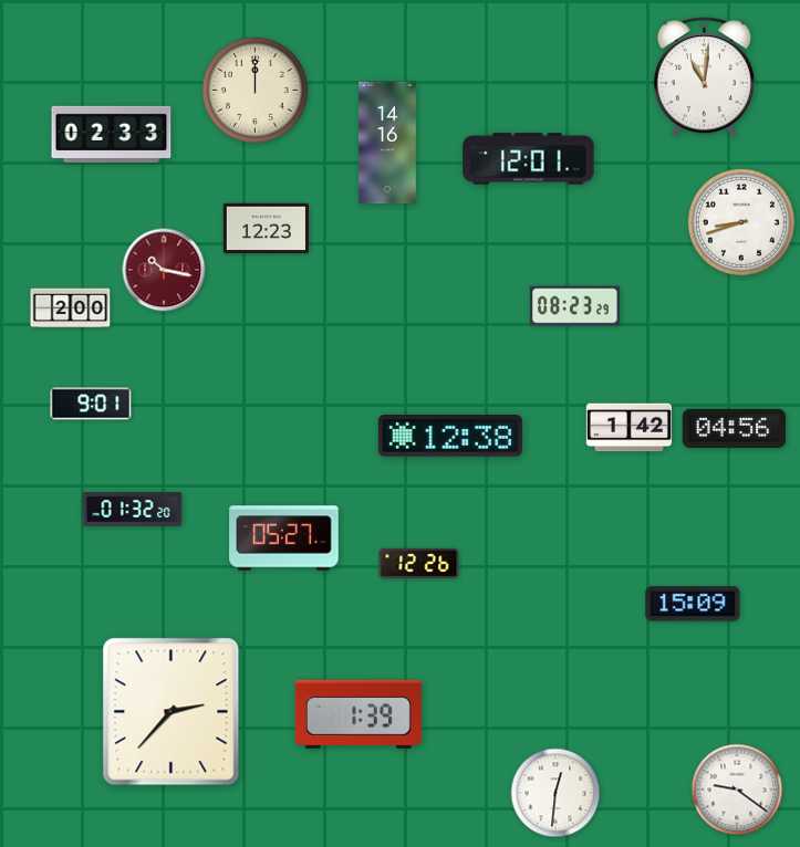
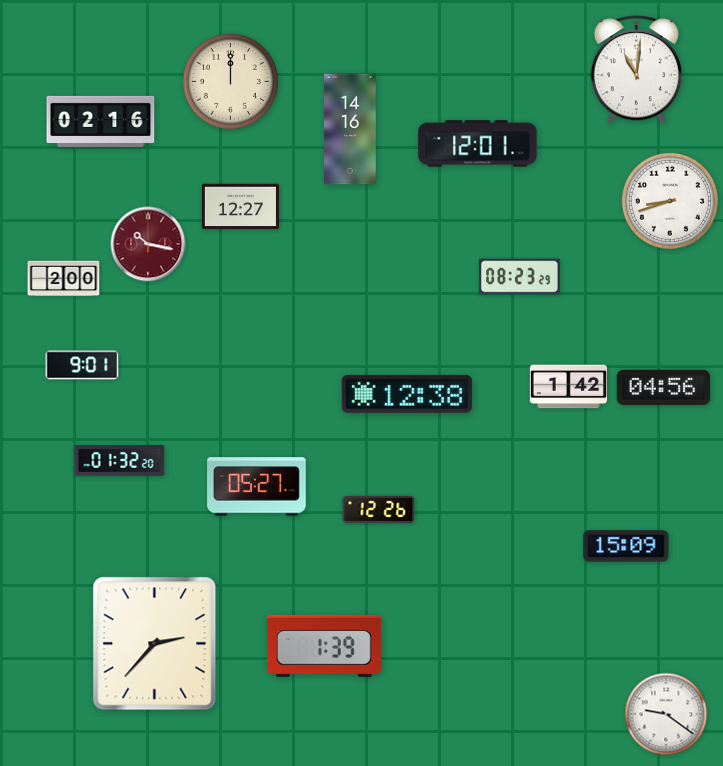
clock at (112, 134): 02:33 -> 02:16
clock at (266, 229): 12:23 -> 12:27
clock at (555, 793): 12:31 -> none
